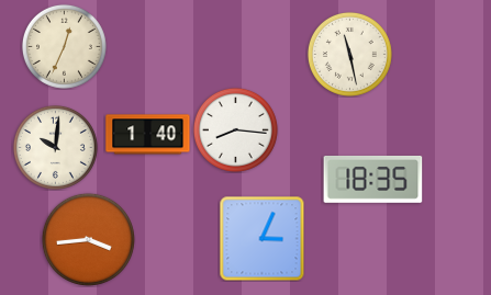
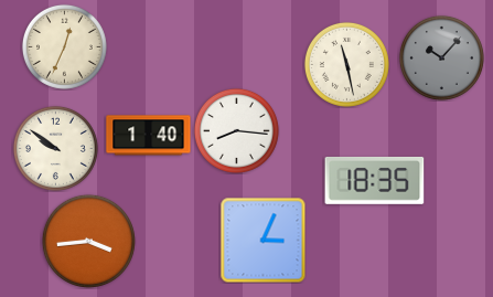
clock at (349, 54) position: (349, 54) -> (346, 64)
clock at (441, 57): none -> 10:07
clock at (55, 147): 10:01 -> 9:51
